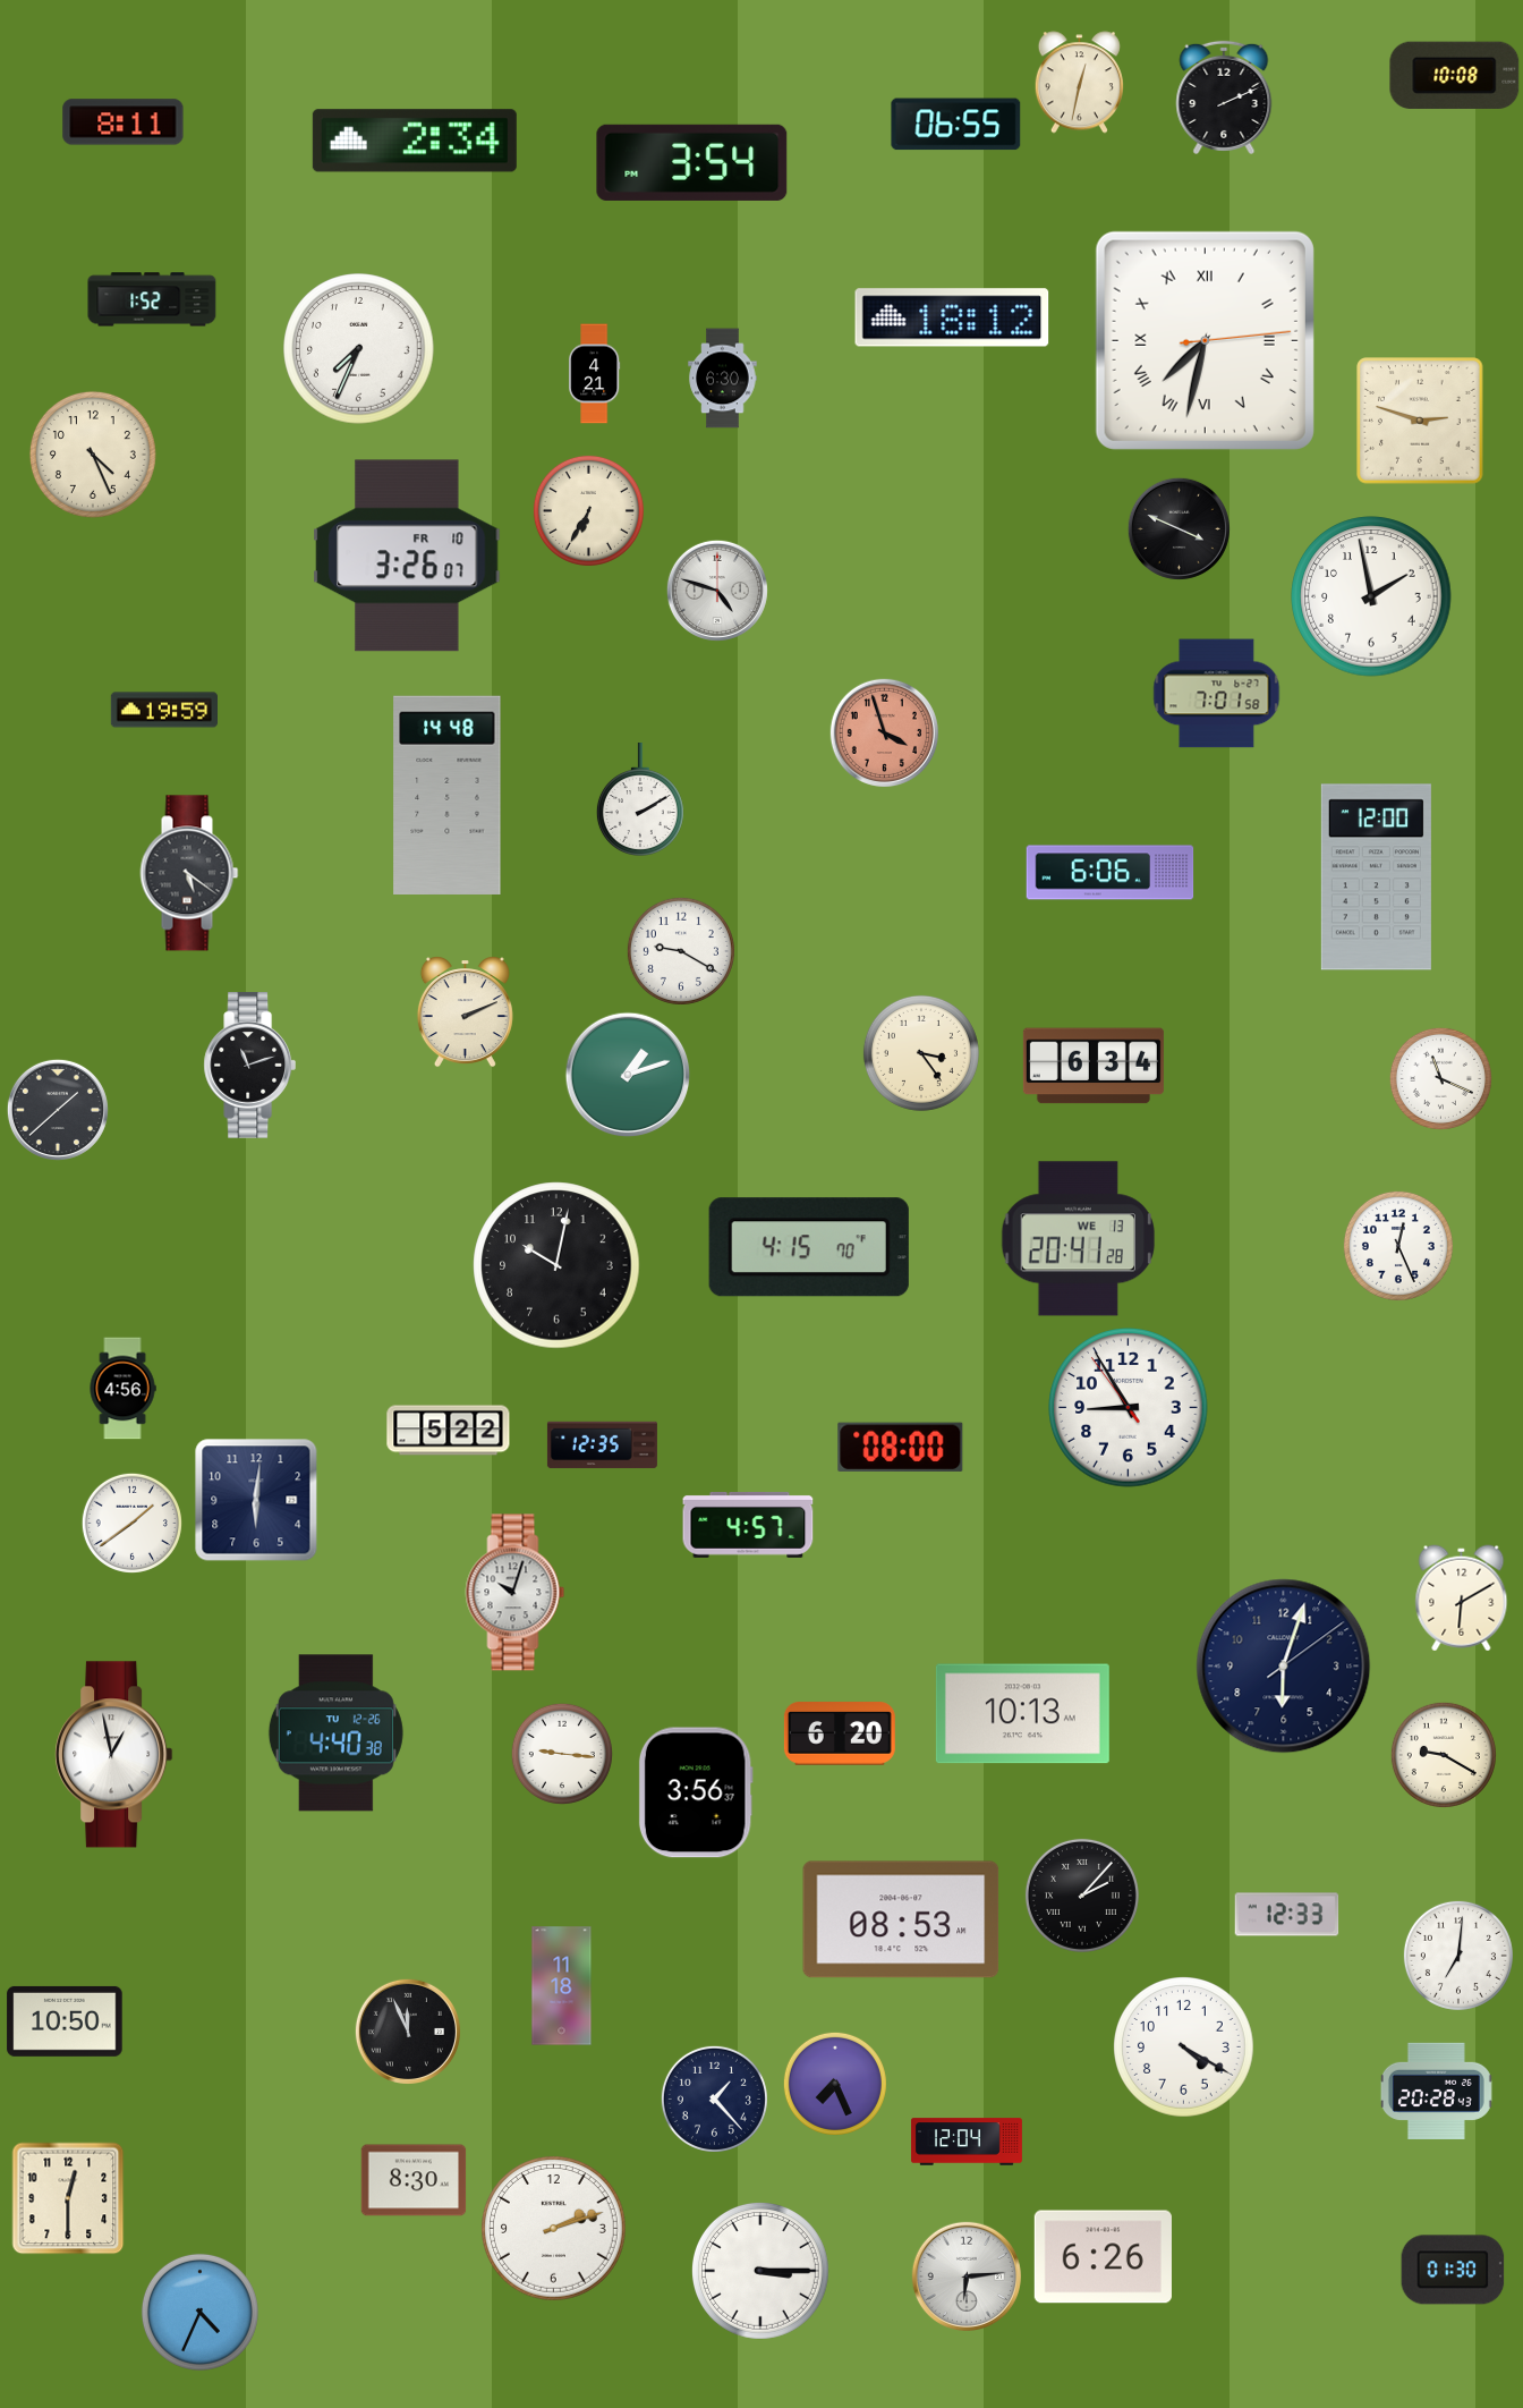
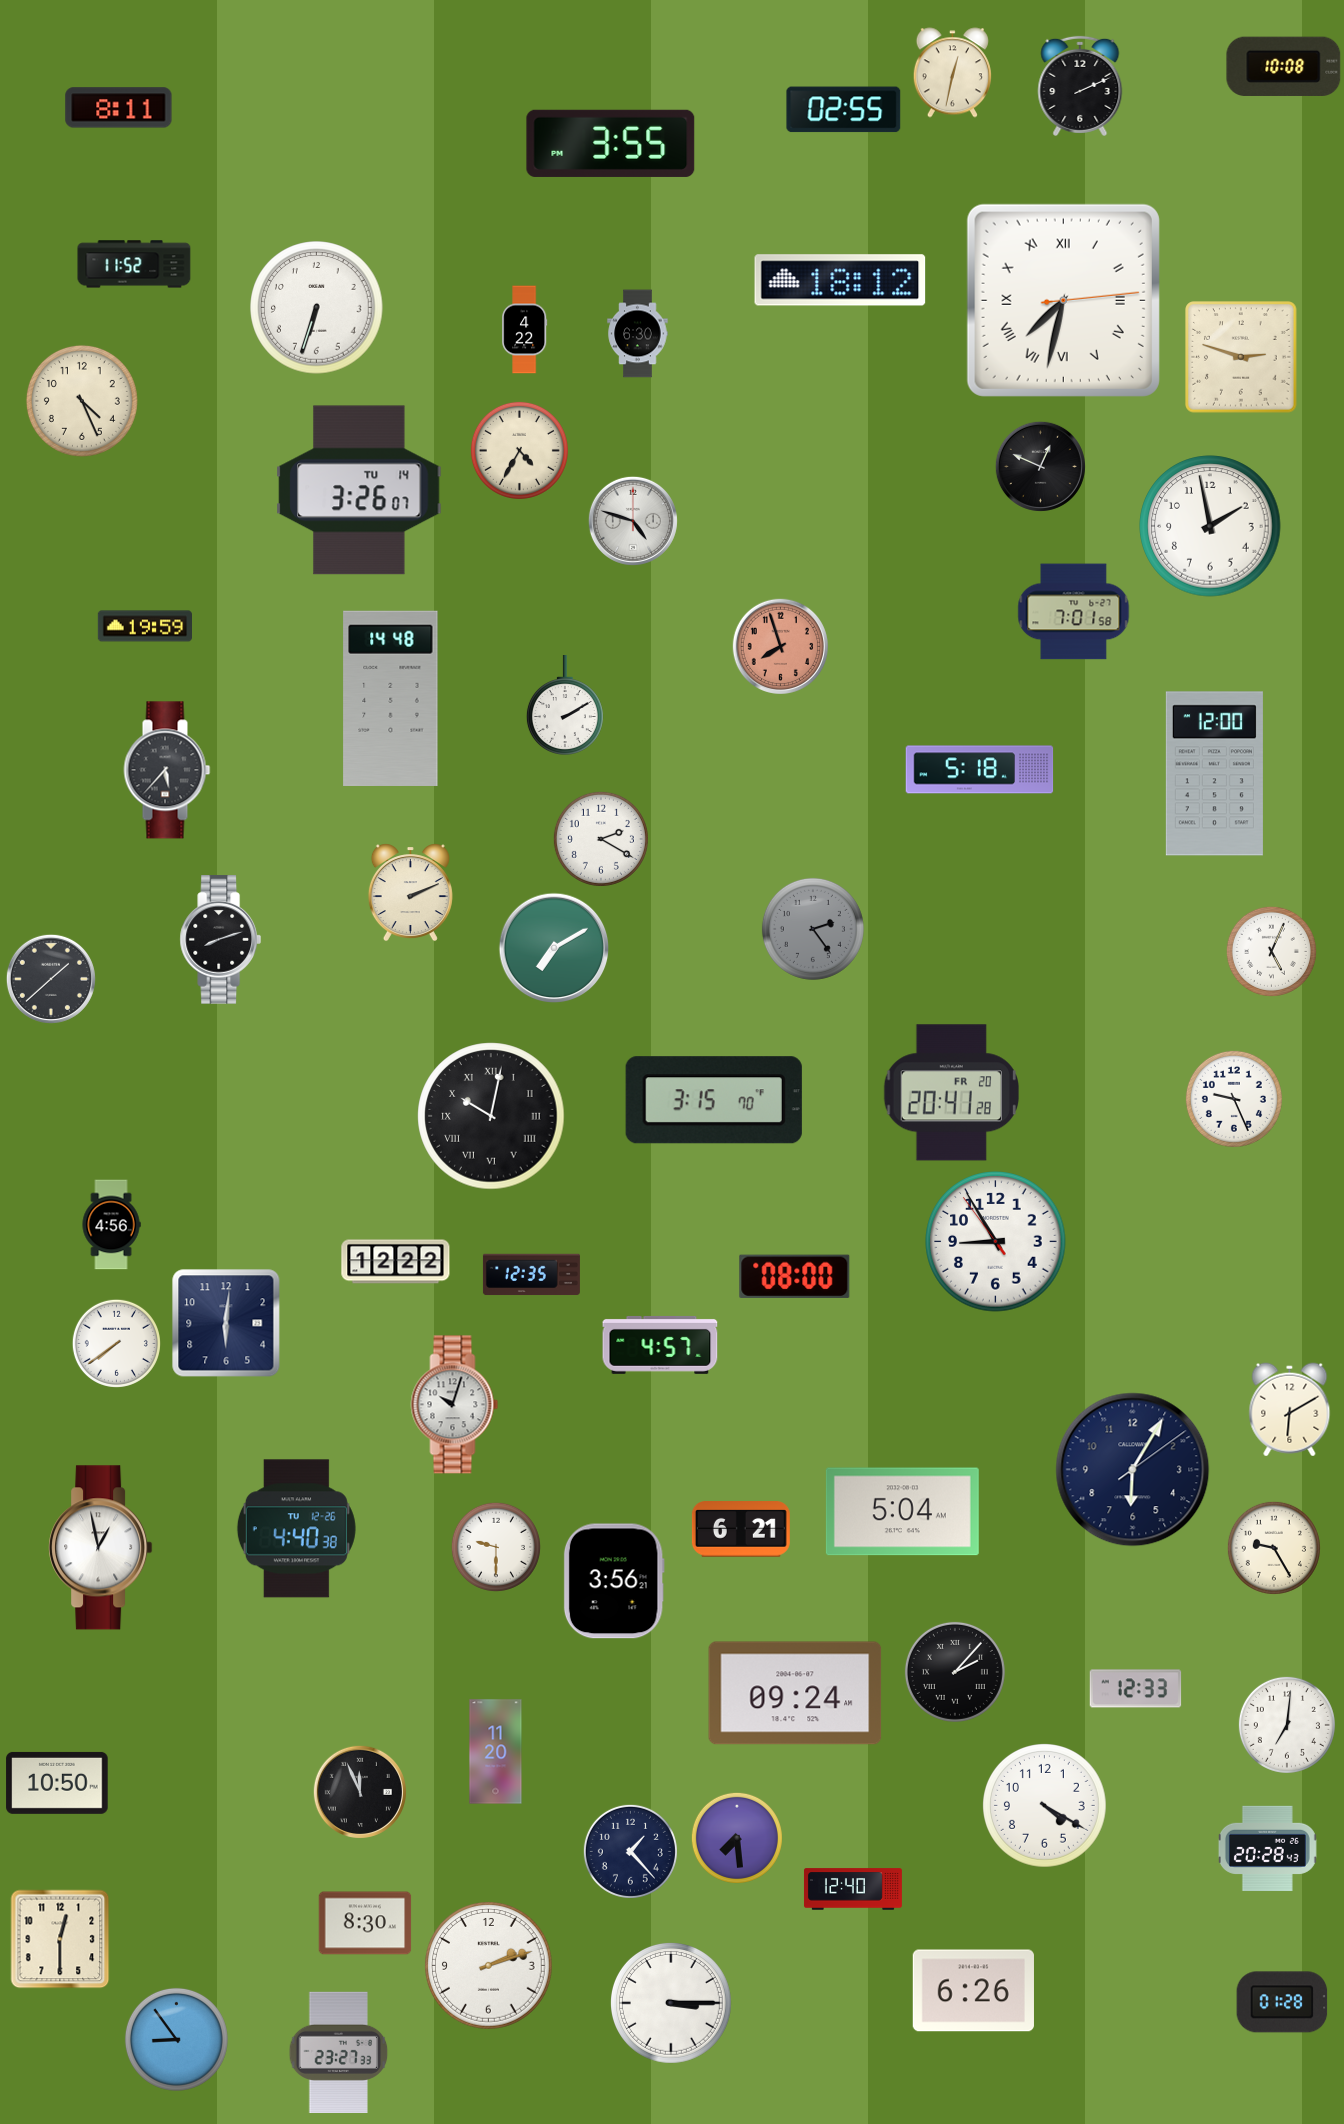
clock at (124, 122) position: (124, 122) -> (119, 108)
clock at (956, 125): 06:55 -> 02:55
clock at (415, 141): 2:34 -> none
clock at (692, 162): 3:54 -> 3:55
clock at (152, 299): 1:52 -> 11:52
clock at (359, 349): 7:34 -> 6:33
clock at (595, 374): 4:21 -> 4:22
clock at (1420, 421) position: (1420, 421) -> (1241, 357)
clock at (588, 510): 6:35 -> 4:35
clock at (1179, 528): 3:49 -> 12:49
clock at (407, 556) date: FR 10 -> TU 14
clock at (884, 732): 3:57 -> 7:57
clock at (448, 795) position: (448, 795) -> (391, 698)
clock at (189, 873): 5:21 -> 5:37
clock at (1111, 873): 6:06 -> 5:18
clock at (681, 951): 9:20 -> 2:20
clock at (921, 1053): 3:24 -> 2:24
clock at (921, 1053) dial: cream -> grey
clock at (249, 1066): 11:12 -> 8:12
clock at (1094, 1066): 6:34 -> none
clock at (628, 1075): 1:12 -> 7:10
clock at (1440, 1078): 11:19 -> 5:04
clock at (1078, 1239) date: WE 13 -> FR 20
clock at (1398, 1246): 12:26 -> 9:26
clock at (809, 1247): 4:15 -> 3:15
clock at (556, 1265) numerals: Arabic -> Roman
clock at (122, 1389) position: (122, 1389) -> (111, 1225)
clock at (449, 1431): 5:22 -> 12:22
clock at (131, 1523): 1:39 -> 7:39
clock at (1284, 1667): 6:03 -> 6:05
clock at (1022, 1714): 10:13 -> 5:04
clock at (840, 1733): 6:20 -> 6:21
clock at (562, 1754): 9:16 -> 9:30
clock at (1444, 1755): 9:20 -> 9:25
clock at (696, 1792): 3:56:37 -> 3:56:21
clock at (901, 1919): 08:53 -> 09:24
clock at (562, 1986): 11:18 -> 11:20
clock at (835, 2084): 7:26 -> 7:29
clock at (1436, 2091) position: (1436, 2091) -> (1267, 1848)
clock at (967, 2142): 12:04 -> 12:40
clock at (1453, 2270): 01:30 -> 01:28
clock at (967, 2276): 6:14 -> none
clock at (199, 2312): 4:34 -> 8:54
clock at (339, 2052): none -> 23:27
